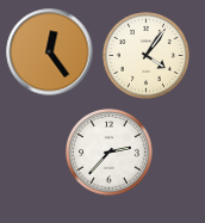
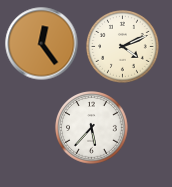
clock at (147, 56): 4:06 -> 4:11
clock at (110, 153): 2:37 -> 5:37
